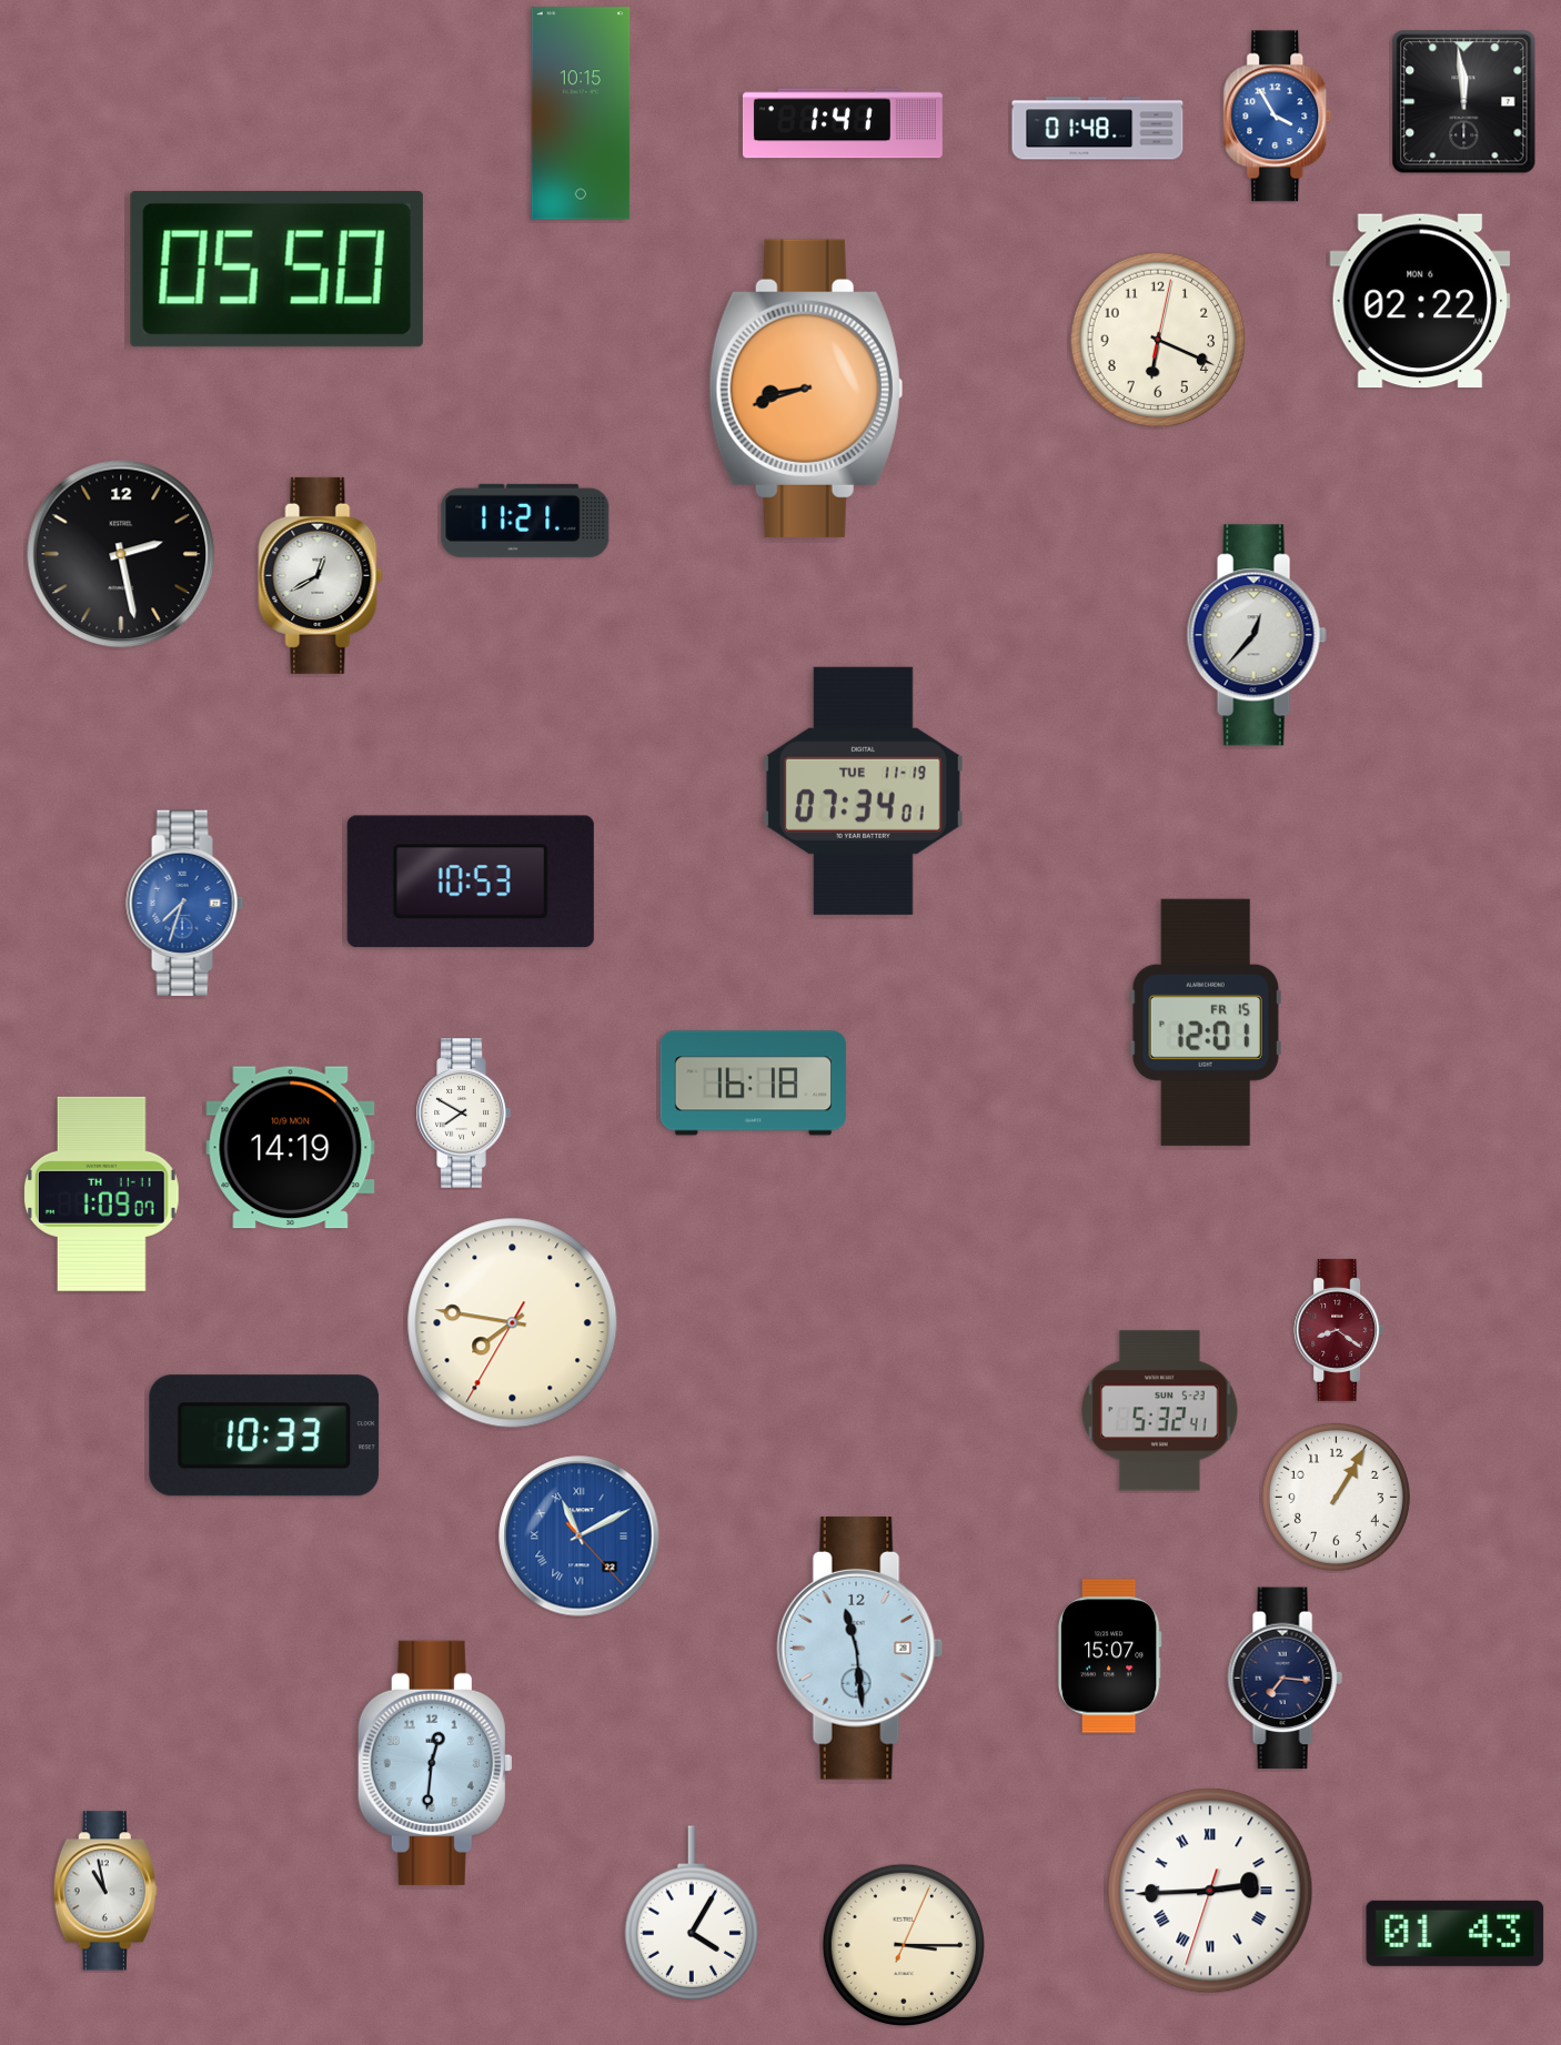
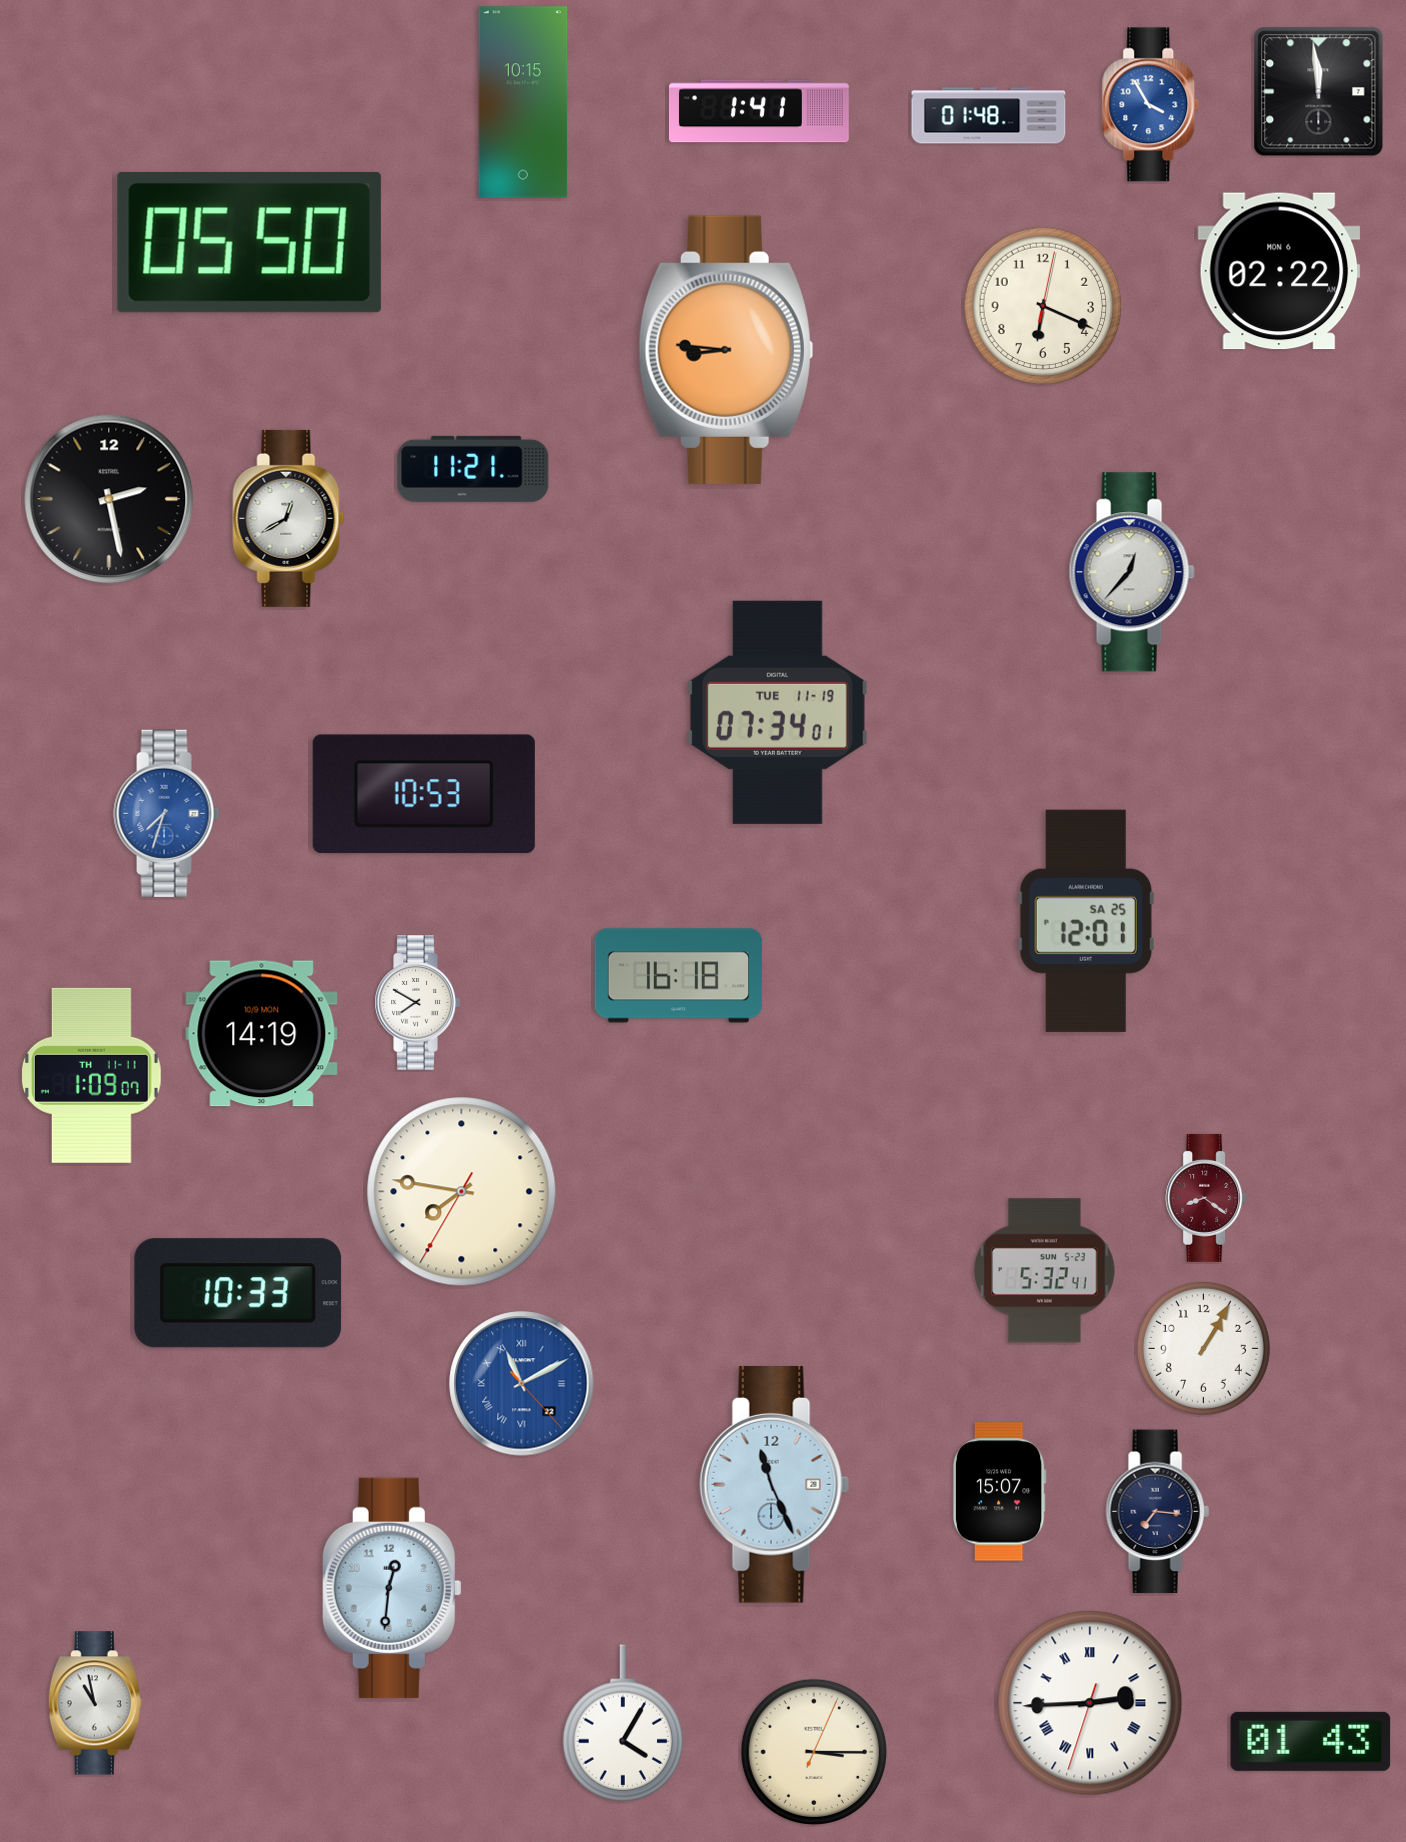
clock at (806, 389): 8:42 -> 8:46
clock at (1206, 1022) date: FR 15 -> SA 25
clock at (860, 1649): 11:29 -> 11:26
